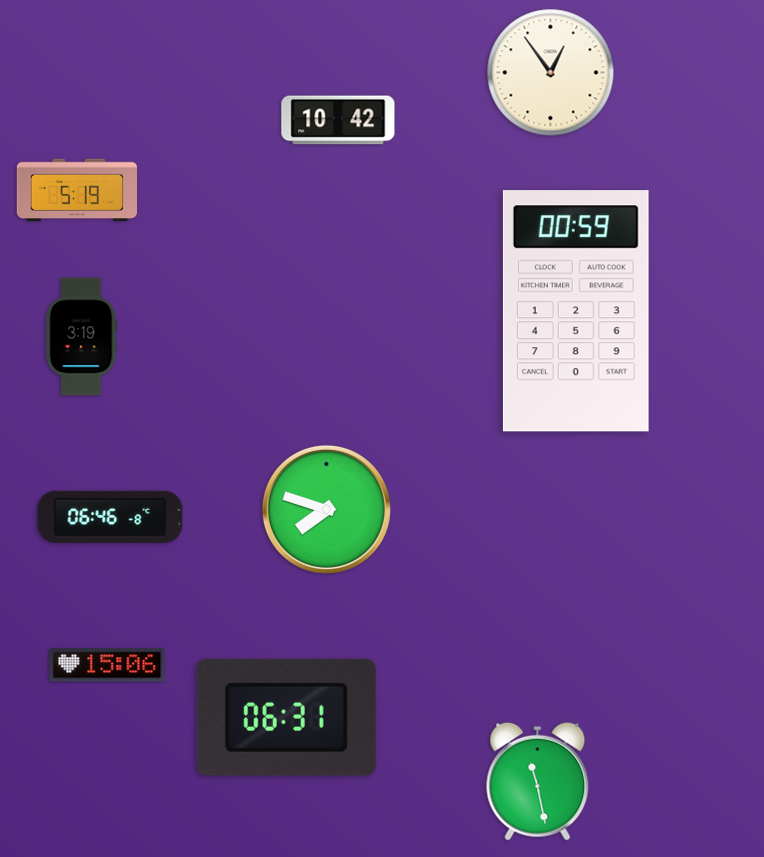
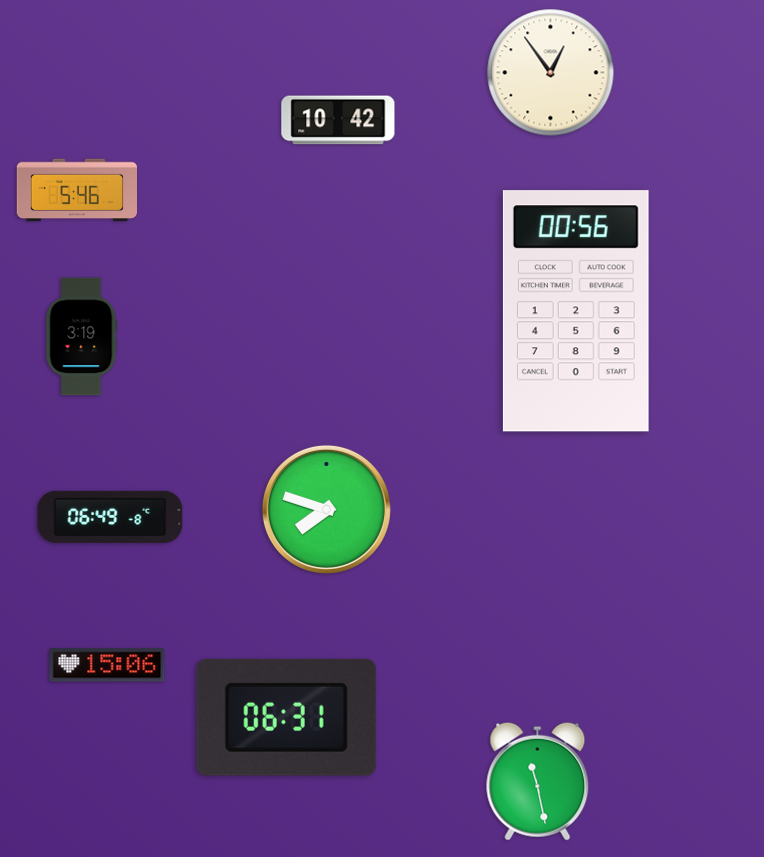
clock at (76, 190): 5:19 -> 5:46
clock at (576, 311): 00:59 -> 00:56
clock at (110, 517): 06:46 -> 06:49
